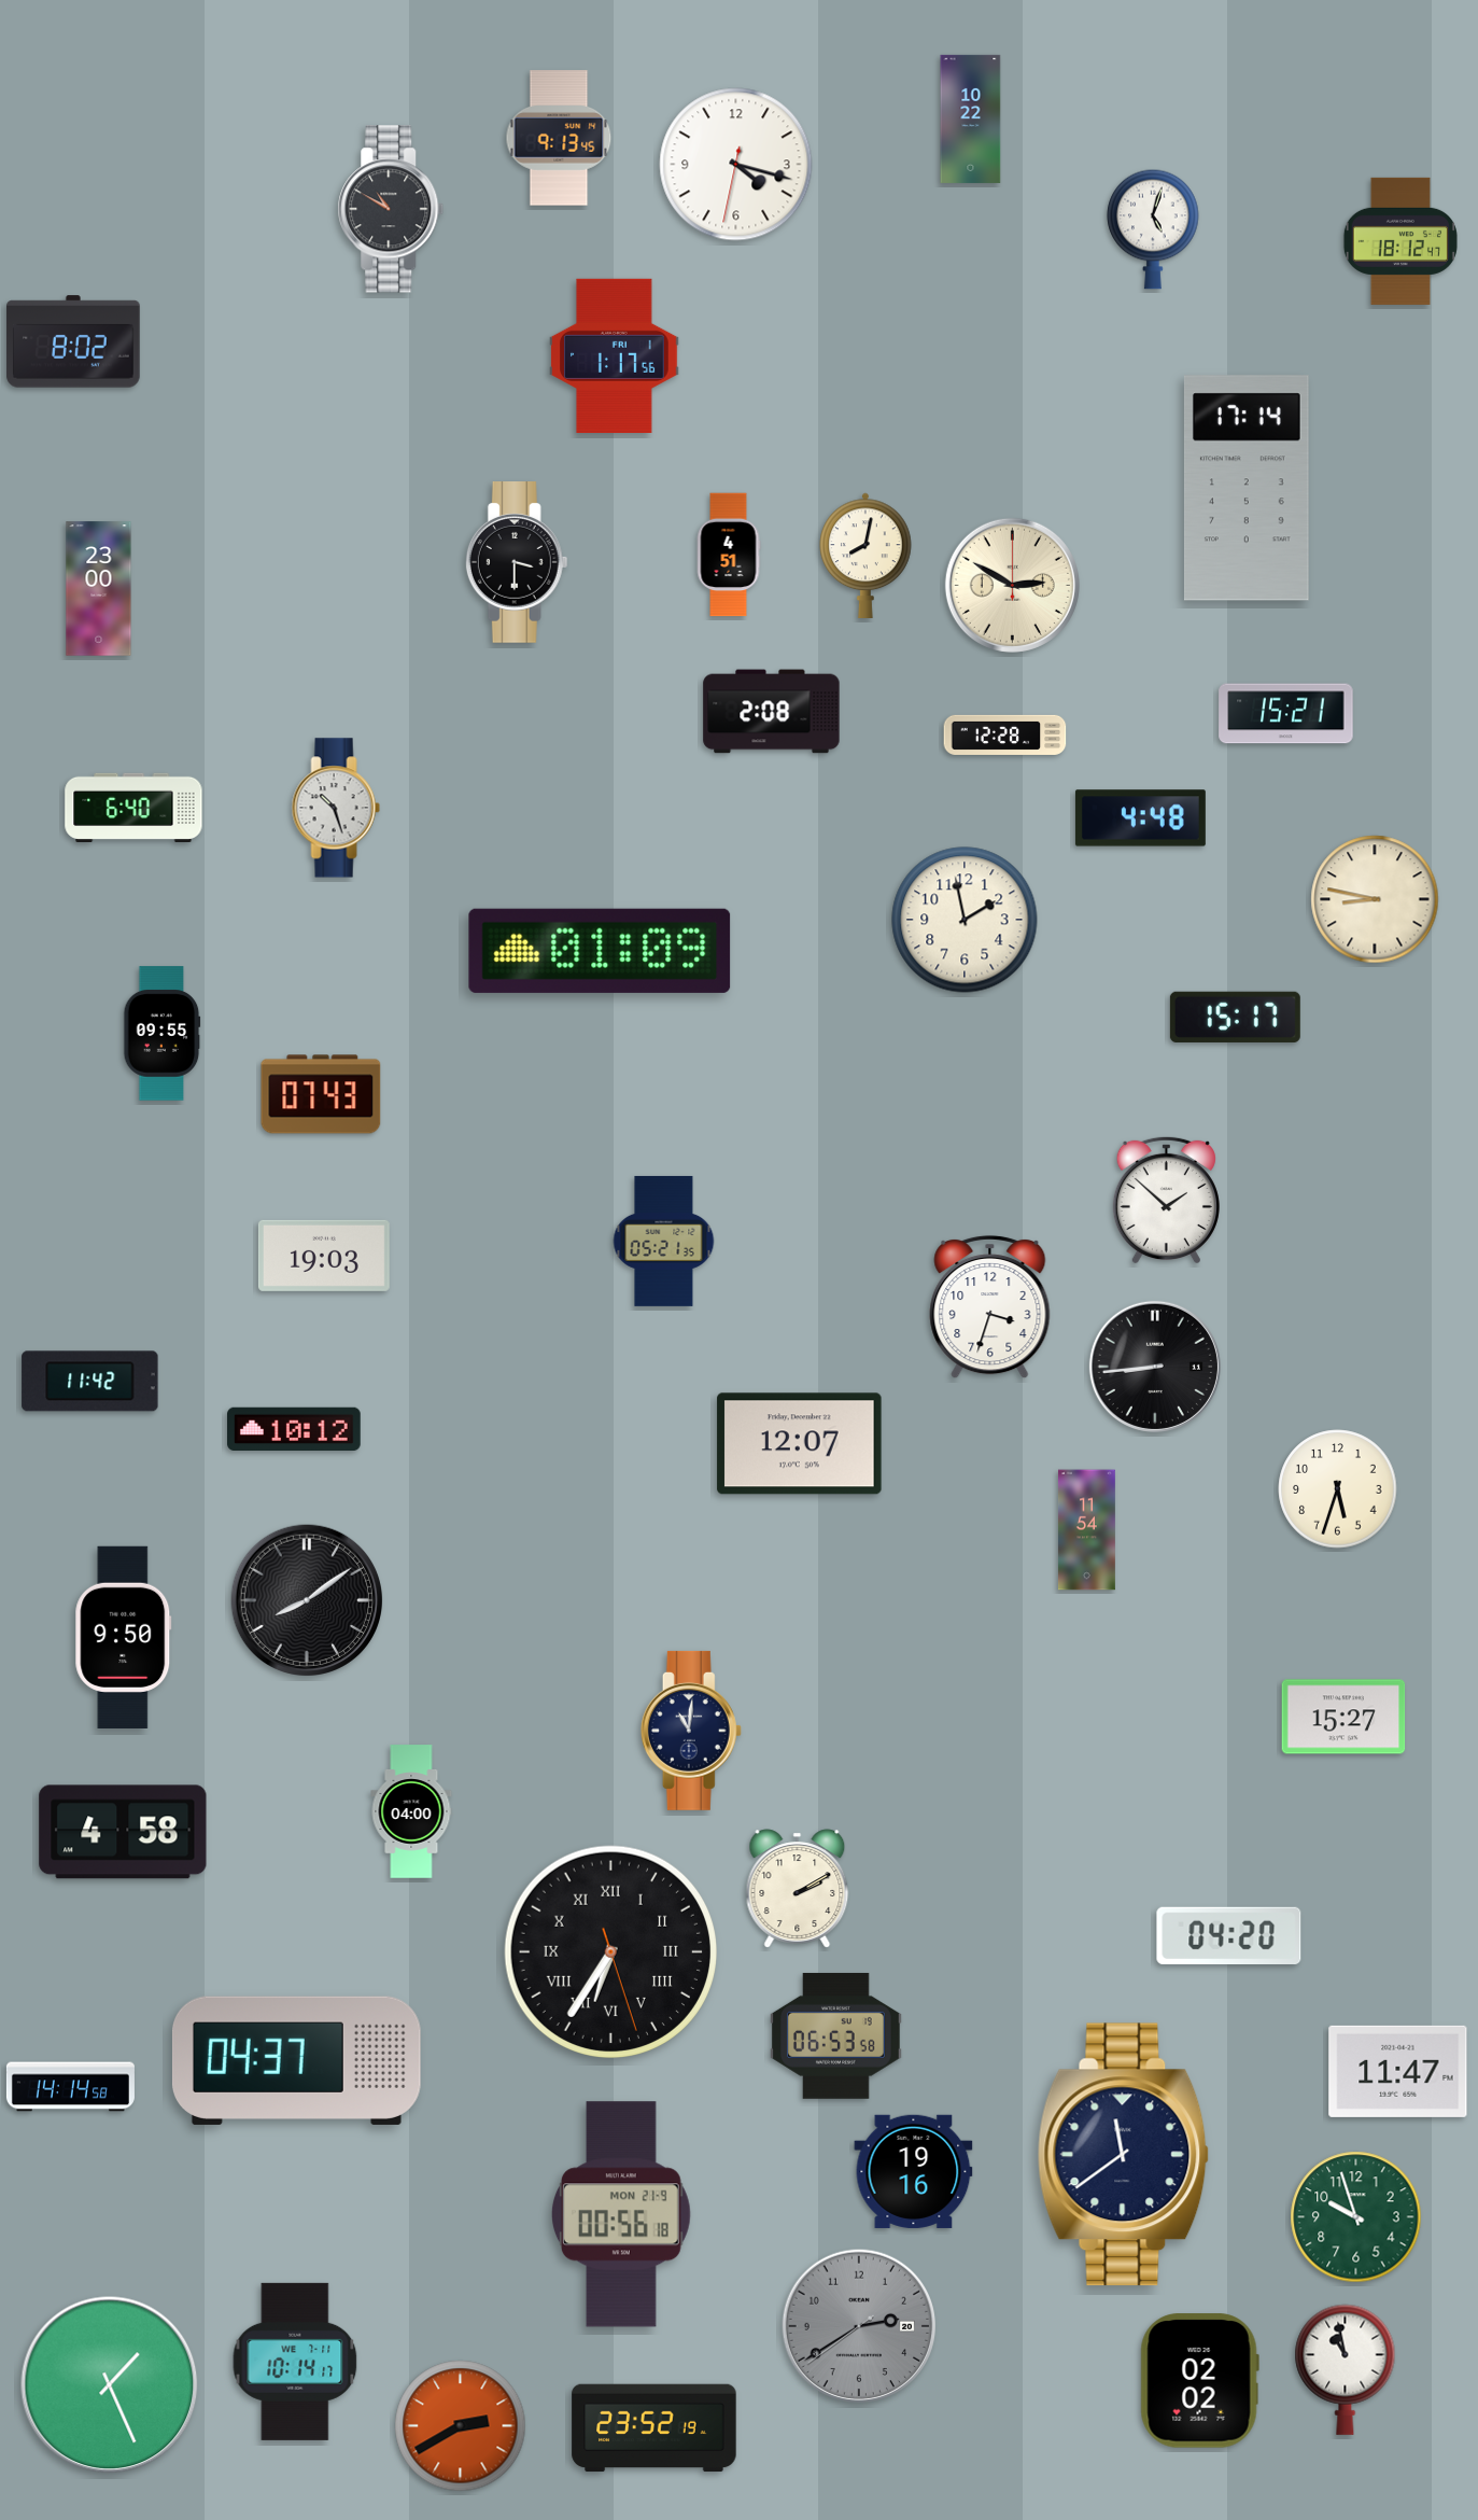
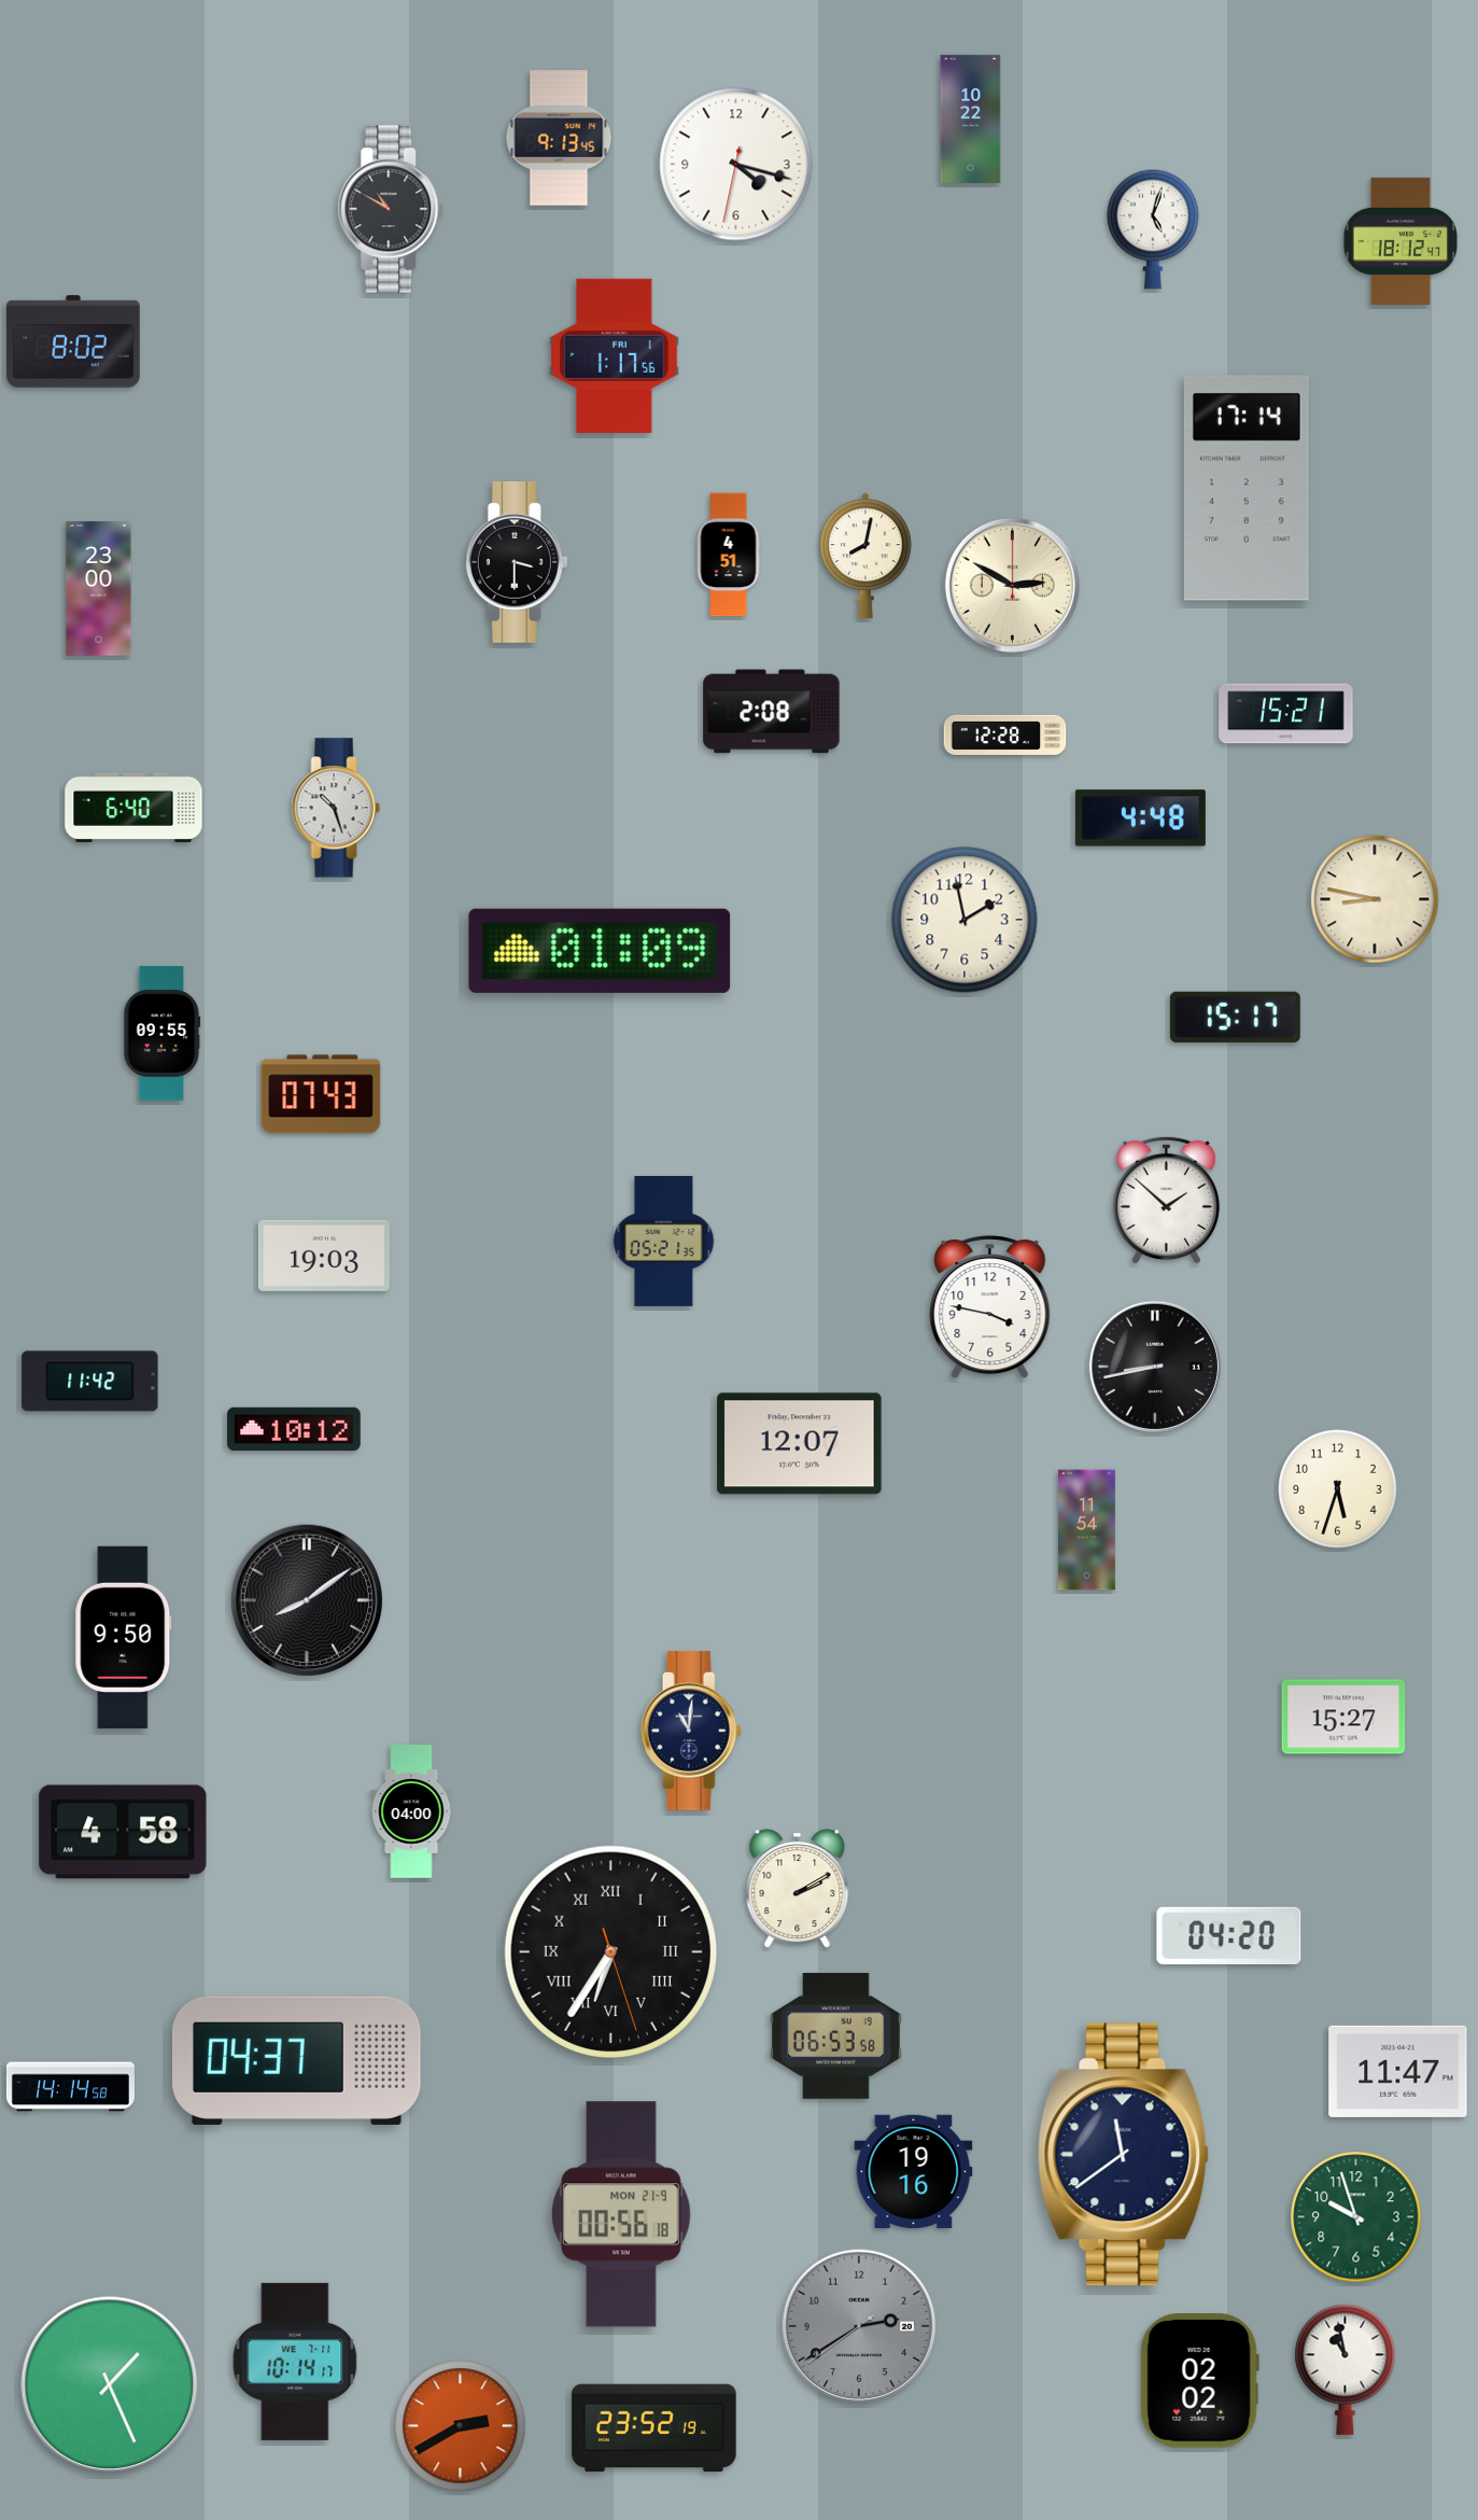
clock at (990, 1307): 3:33 -> 3:47
clock at (1155, 1367): 8:44 -> 8:43
